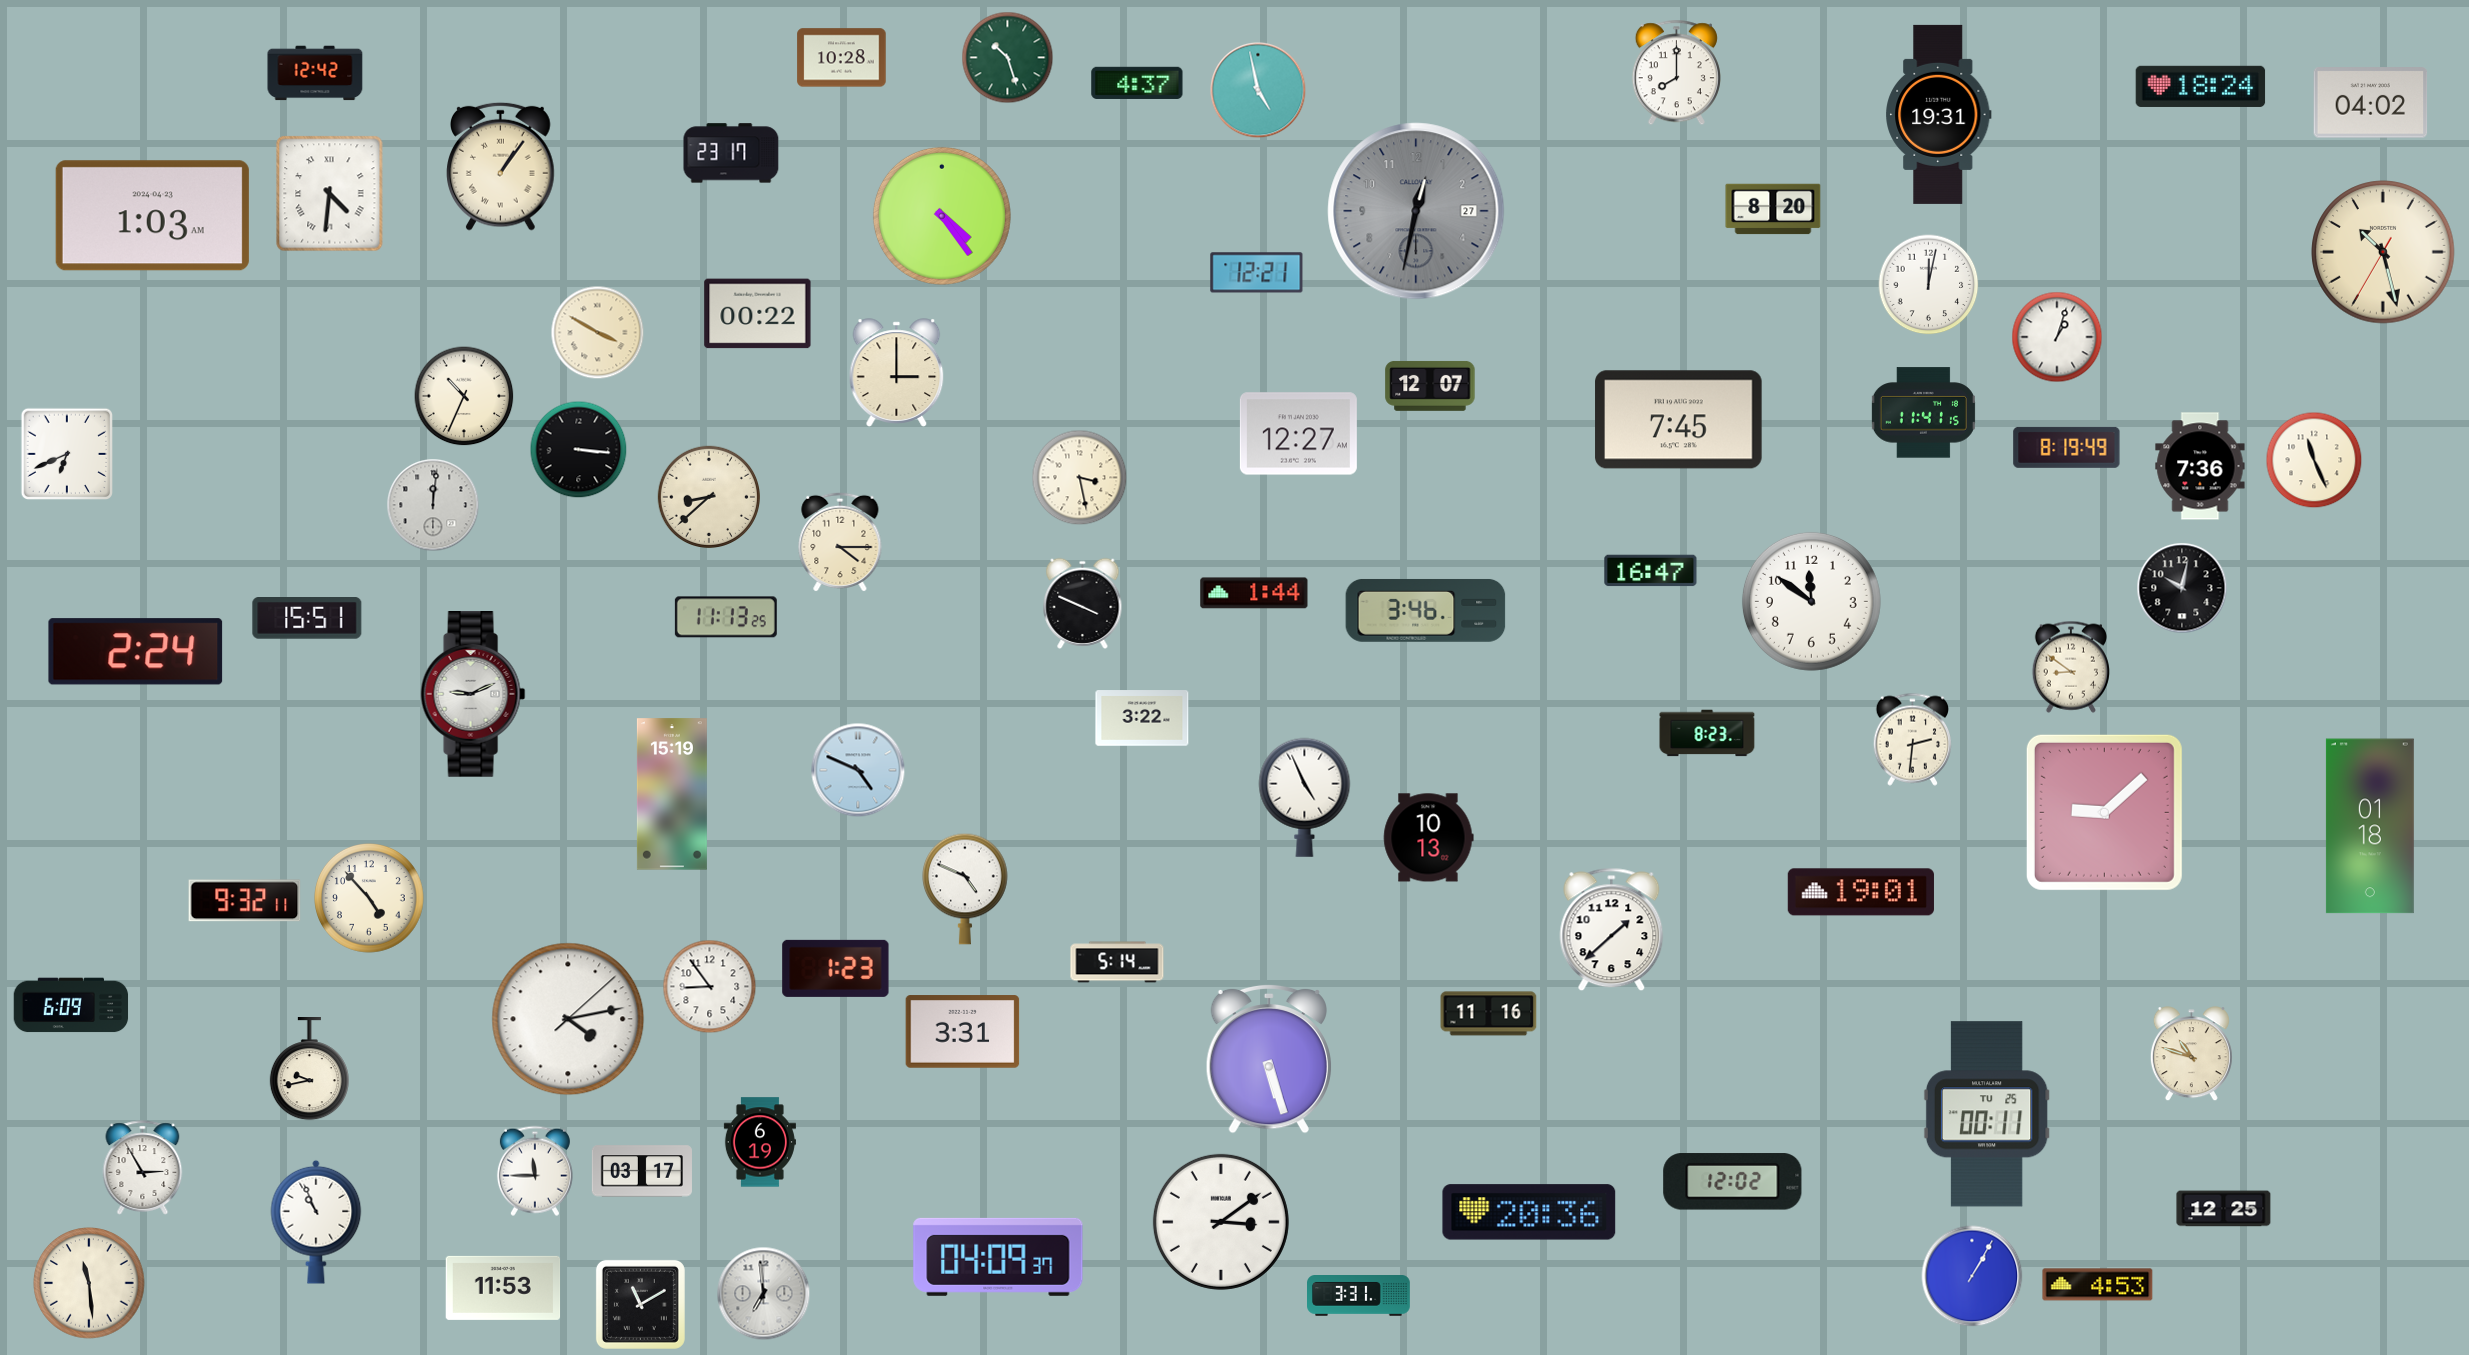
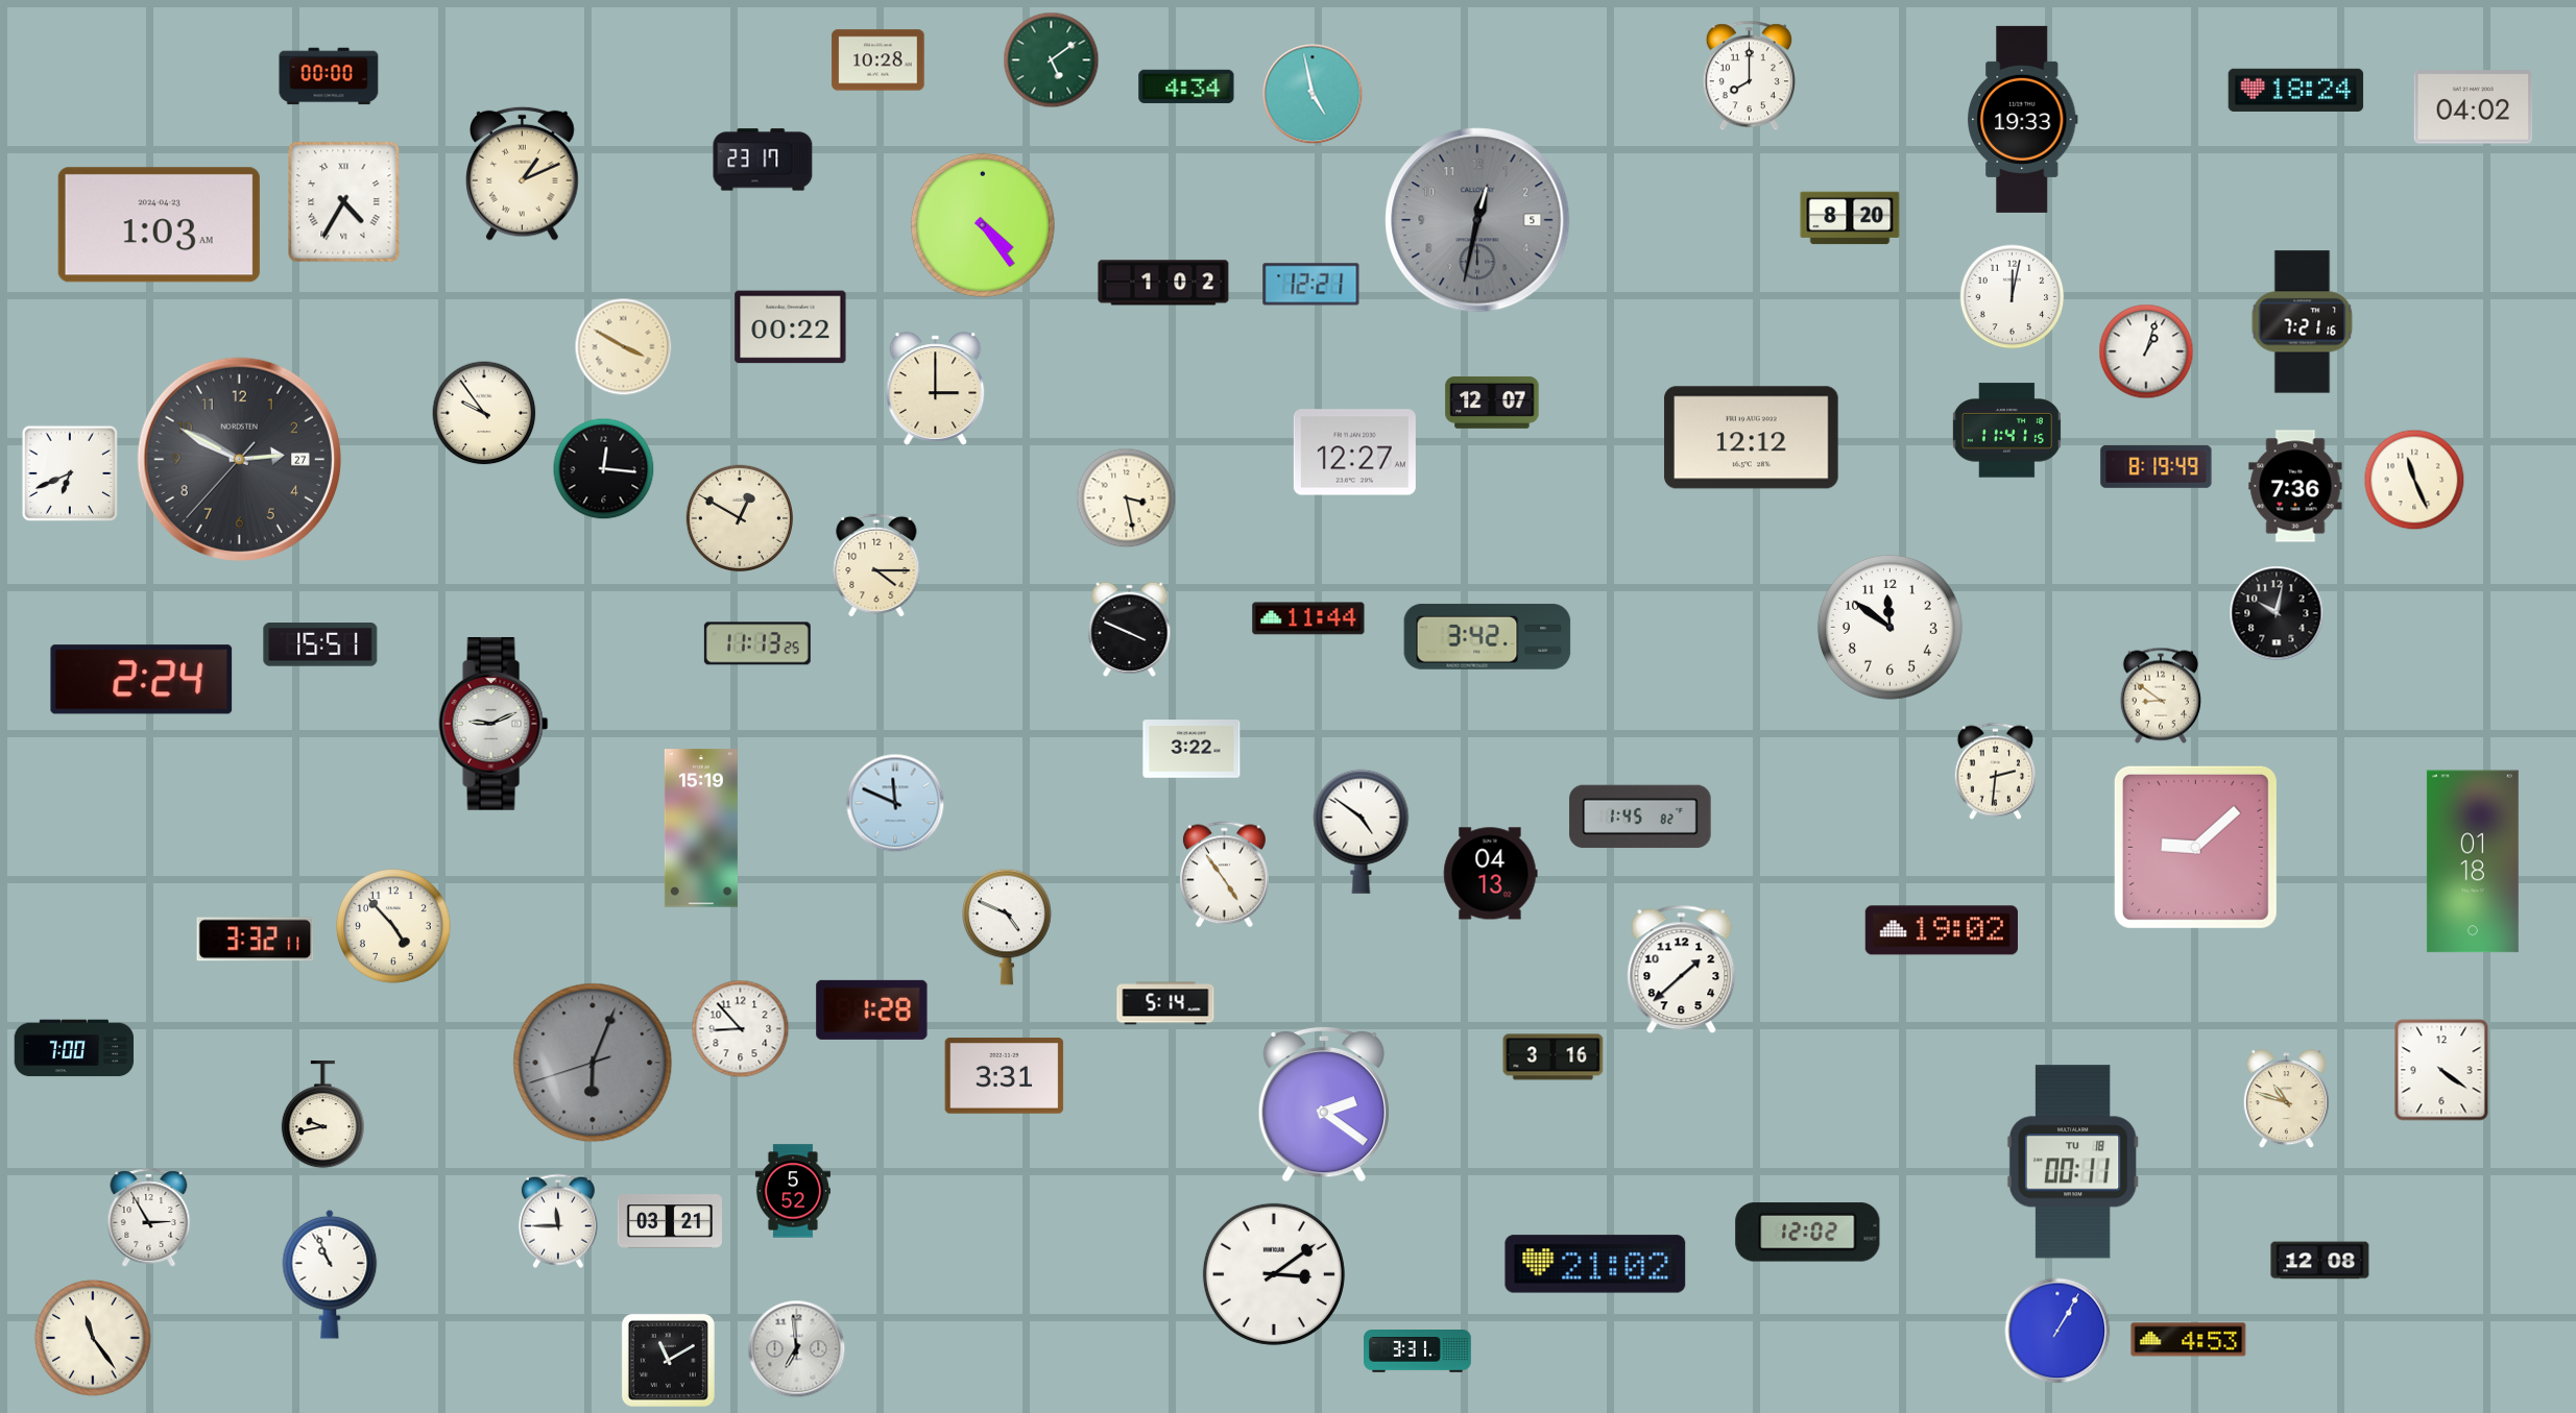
clock at (1008, 58): 10:27 -> 5:09
clock at (315, 73): 12:42 -> 00:00
clock at (1137, 83): 4:37 -> 4:34
clock at (1939, 114): 19:31 -> 19:33
clock at (501, 166): 1:06 -> 1:11
clock at (330, 194): 4:31 -> 4:35
clock at (1416, 211) date: 27 -> 5
clock at (2383, 252): 10:27 -> none
clock at (1163, 283): none -> 1:02
clock at (2303, 322): none -> 7:21
clock at (464, 396): 10:34 -> 9:54
clock at (1679, 420): 7:45 -> 12:12
clock at (239, 459): none -> 2:49
clock at (579, 450): 3:16 -> 12:16
clock at (708, 496): 8:38 -> 12:50
clock at (433, 505): 12:01 -> none
clock at (1651, 571): 16:47 -> none
clock at (1254, 593): 1:44 -> 11:44
clock at (1426, 610): 3:46 -> 3:42
clock at (1707, 733): 8:23 -> none
clock at (858, 770): 4:49 -> 11:49
clock at (1640, 817): none -> 1:45
clock at (1305, 797): 4:56 -> 4:51
clock at (1429, 838): 10:13 -> 04:13
clock at (1225, 875): none -> 4:54
clock at (1861, 892): 19:01 -> 19:02
clock at (370, 899) position: (370, 899) -> (394, 927)
clock at (245, 901): 9:32 -> 3:32
clock at (836, 968): 1:23 -> 1:28
clock at (710, 987): 8:54 -> 8:53
clock at (71, 1005): 6:09 -> 7:00
clock at (1489, 1014): 11:16 -> 3:16
clock at (568, 1019): 4:13 -> 6:03
clock at (568, 1019) dial: white -> grey
clock at (2441, 1070): none -> 4:21
clock at (1269, 1059): 5:27 -> 2:21
clock at (1987, 1114) date: TU 25 -> TU 18
clock at (760, 1142): 6:19 -> 5:52
clock at (642, 1171): 03:17 -> 03:21
clock at (2224, 1209): 12:25 -> 12:08
clock at (1529, 1212): 20:36 -> 21:02
clock at (998, 1257): 04:09 -> none
clock at (89, 1283): 11:29 -> 11:24
clock at (503, 1288): 11:53 -> none
